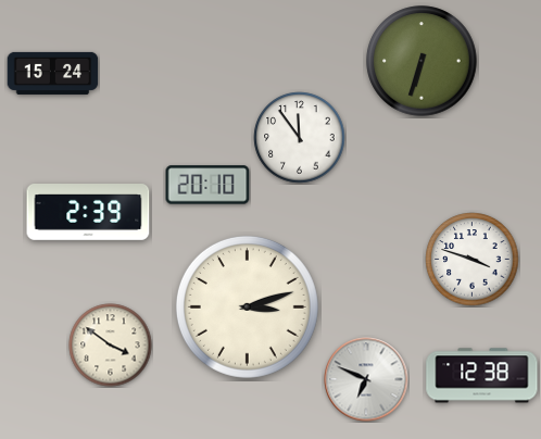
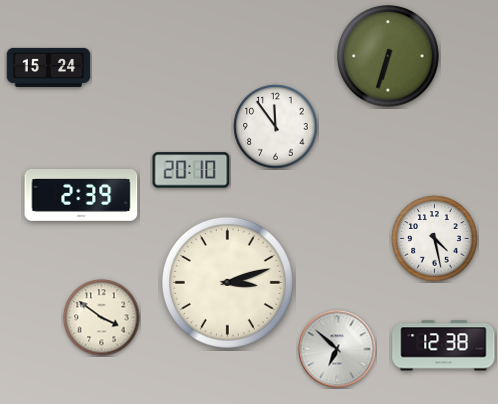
clock at (473, 260): 3:48 -> 4:28
clock at (366, 379): 6:49 -> 6:52
